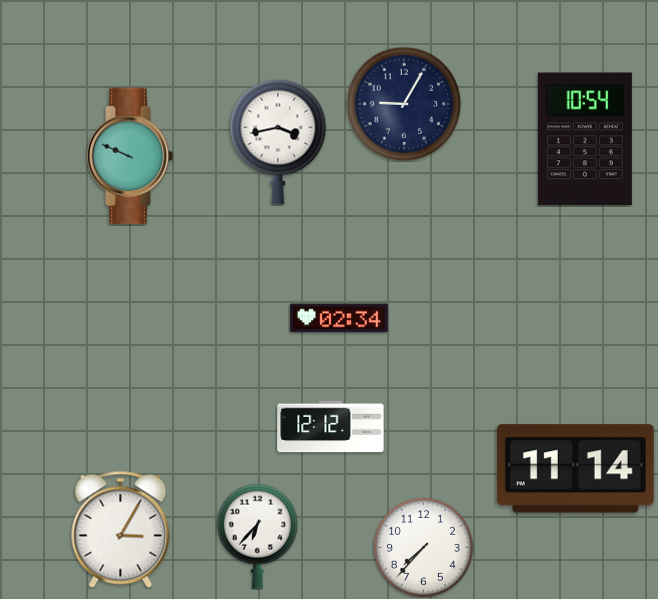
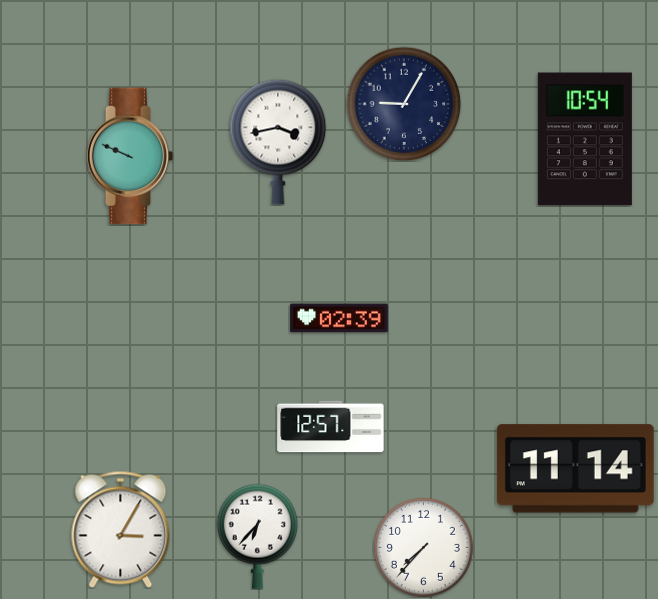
clock at (339, 318): 02:34 -> 02:39
clock at (331, 427): 12:12 -> 12:57
